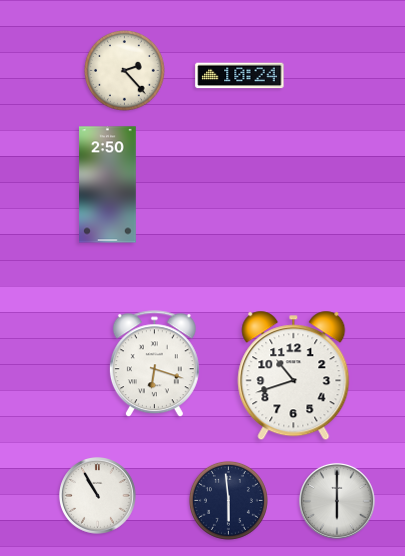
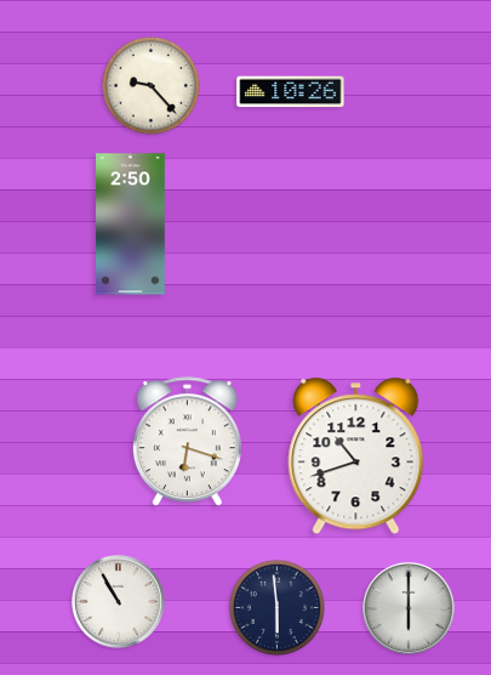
clock at (125, 71): 2:23 -> 9:23
clock at (240, 76): 10:24 -> 10:26
